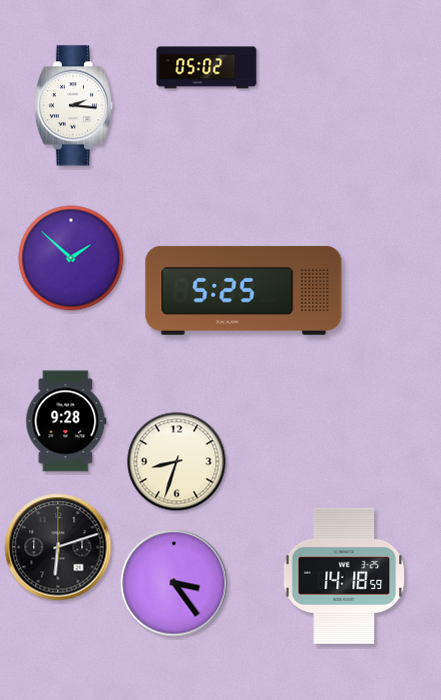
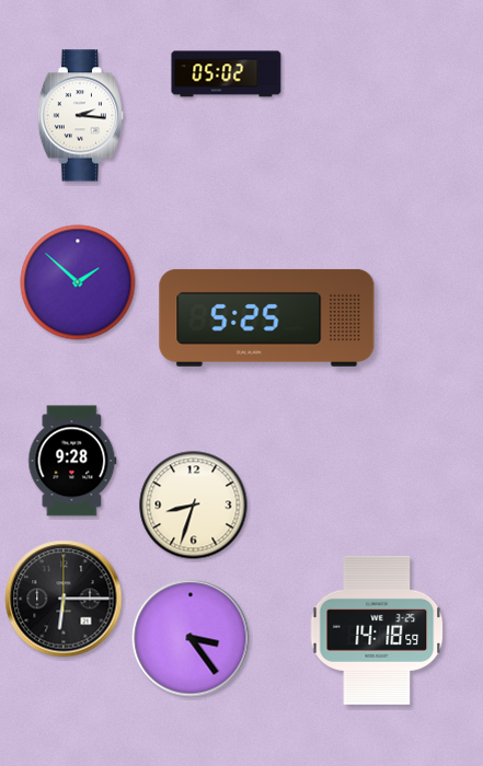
clock at (58, 547): 6:12 -> 6:15
